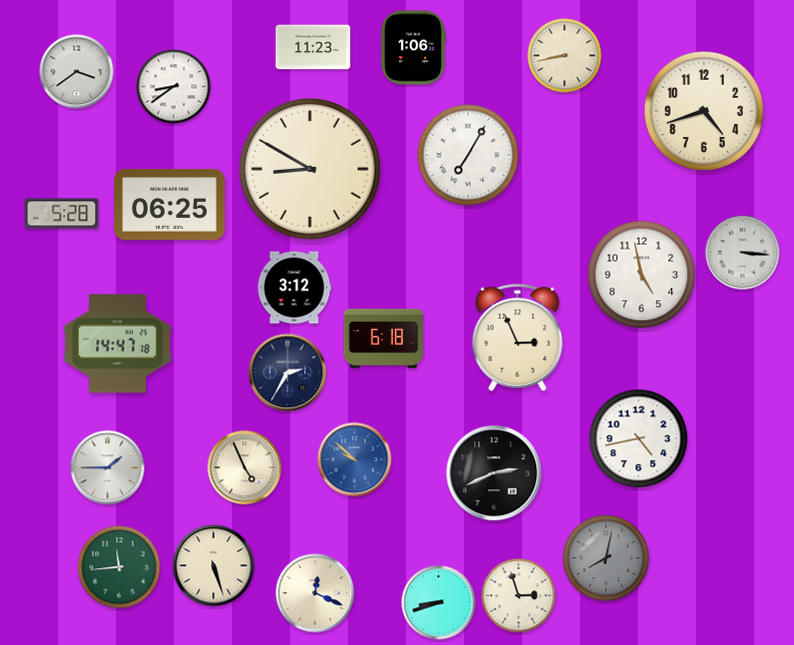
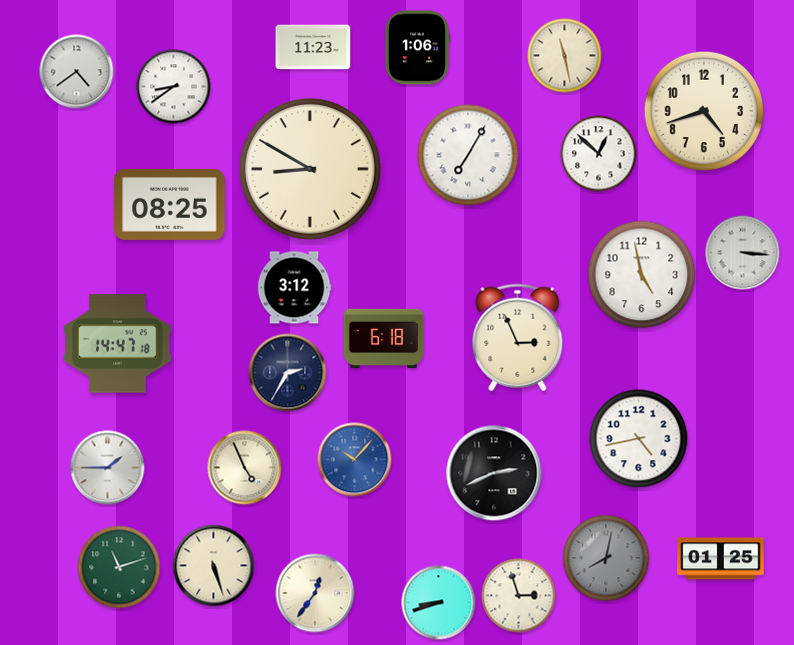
clock at (412, 48) position: (412, 48) -> (416, 48)
clock at (565, 56): 8:43 -> 11:28
clock at (77, 72): 3:39 -> 4:39
clock at (599, 154): none -> 12:52
clock at (170, 204): 06:25 -> 08:25
clock at (62, 214): 5:28 -> none
clock at (355, 460): 9:52 -> 10:07
clock at (721, 559): none -> 01:25
clock at (119, 567): 11:44 -> 11:12
clock at (315, 593): 12:19 -> 12:36
